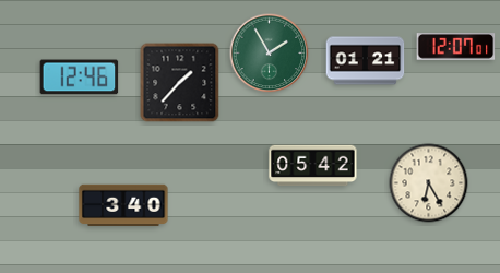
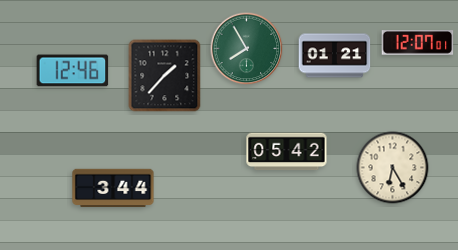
clock at (270, 54): 1:55 -> 7:55
clock at (123, 205): 3:40 -> 3:44
